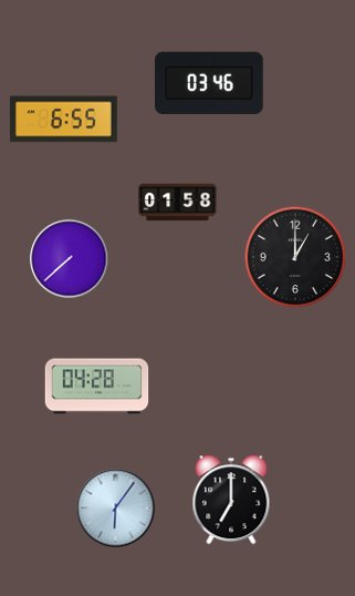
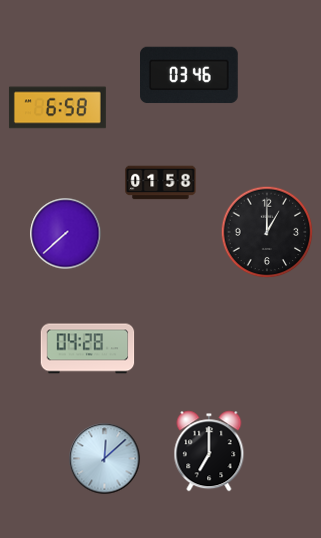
clock at (63, 120): 6:55 -> 6:58
clock at (70, 259) position: (70, 259) -> (66, 234)
clock at (116, 508): 6:06 -> 12:08
